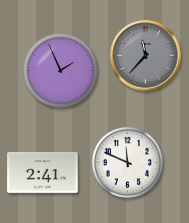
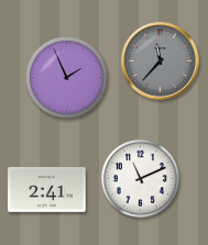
clock at (127, 162): 11:49 -> 11:11
